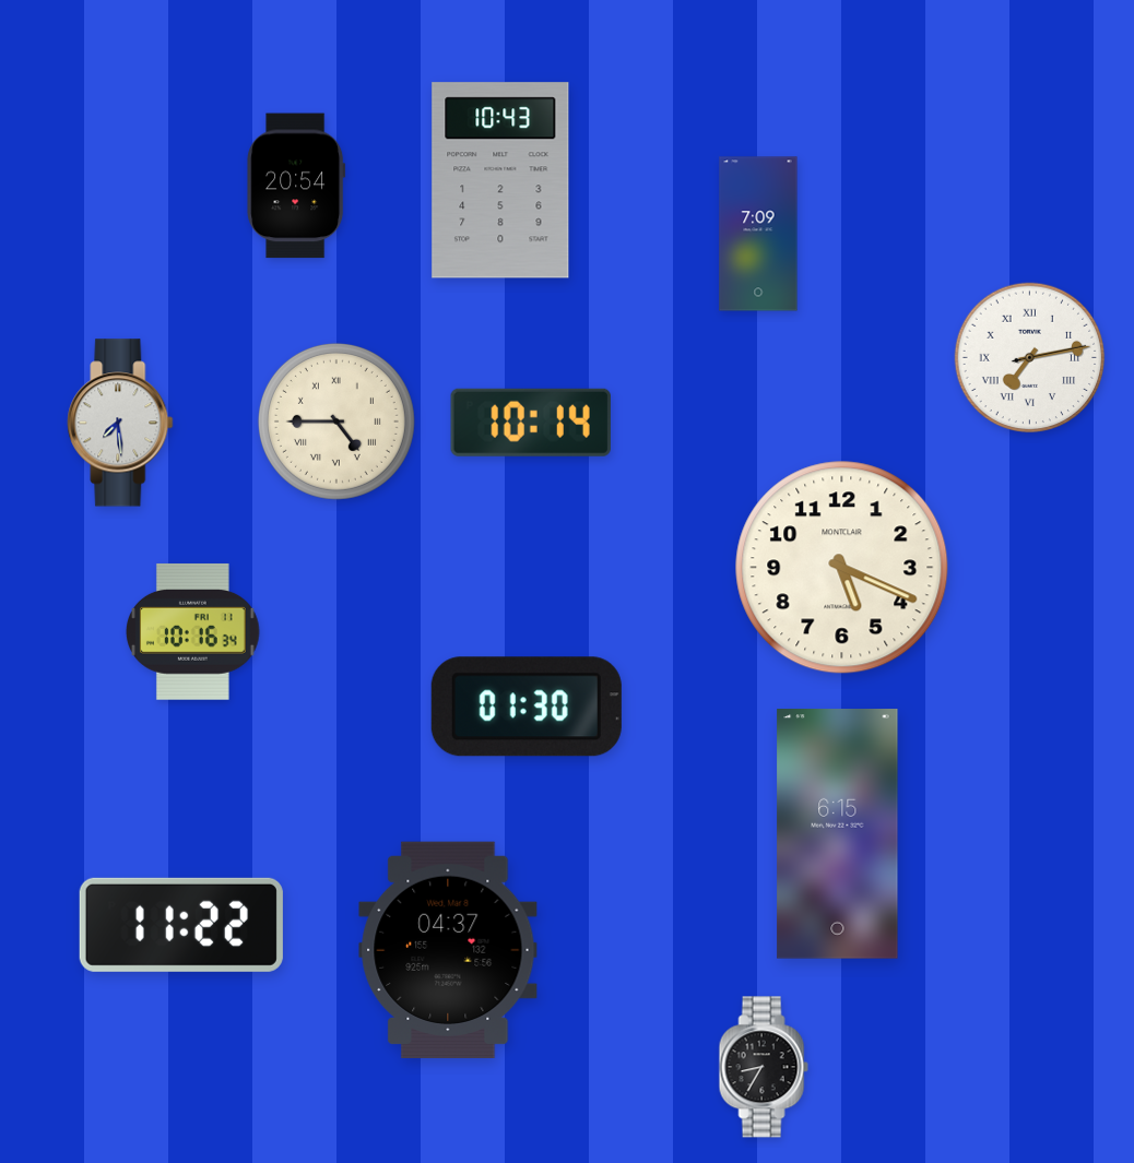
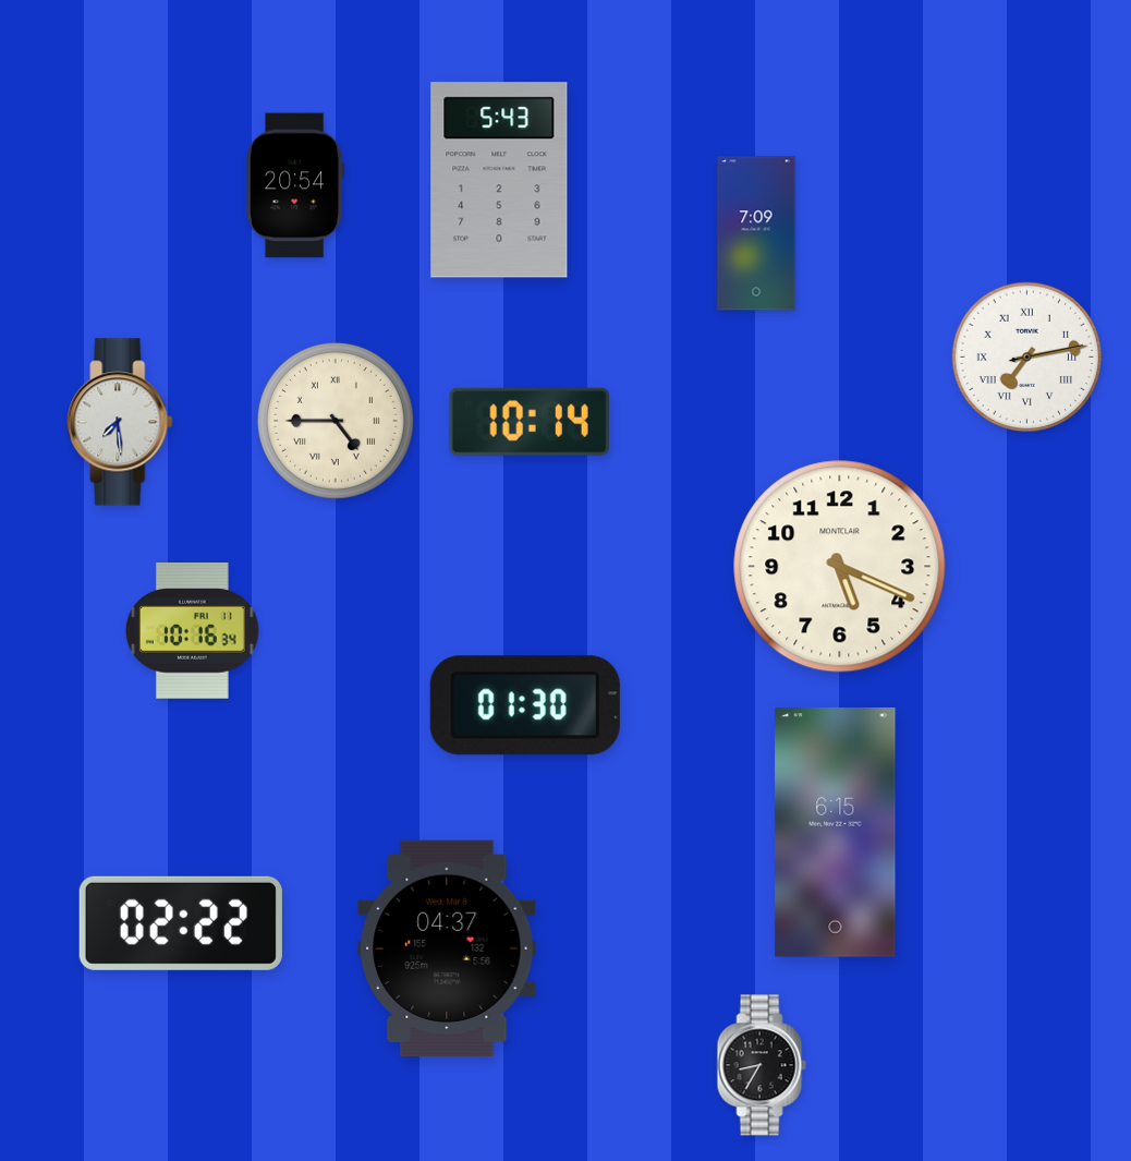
clock at (500, 180): 10:43 -> 5:43
clock at (181, 925): 11:22 -> 02:22
